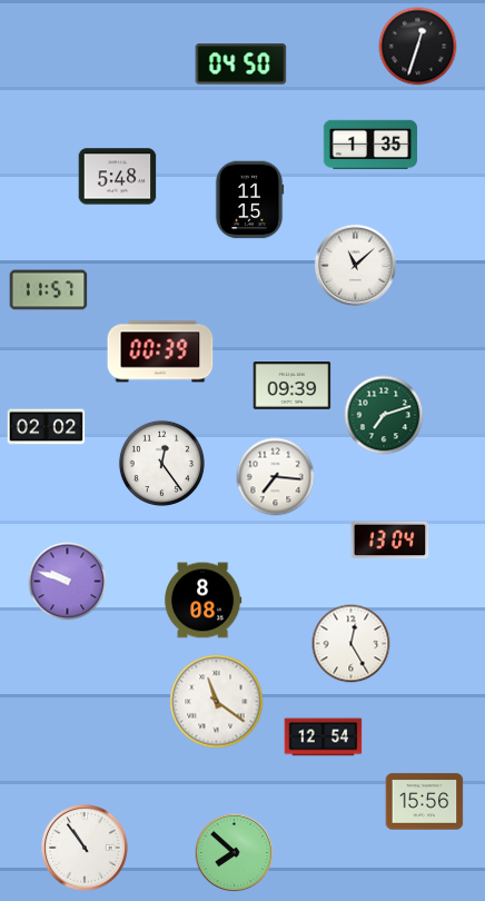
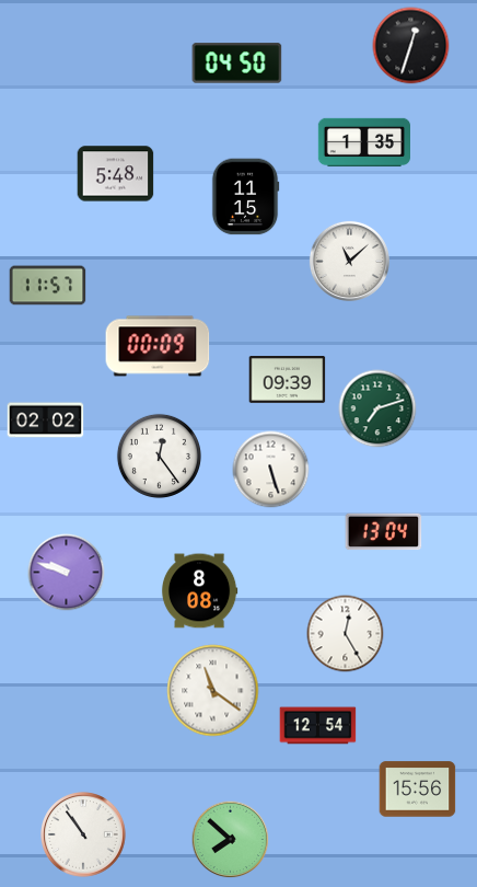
clock at (160, 352): 00:39 -> 00:09
clock at (276, 477): 7:16 -> 5:27
